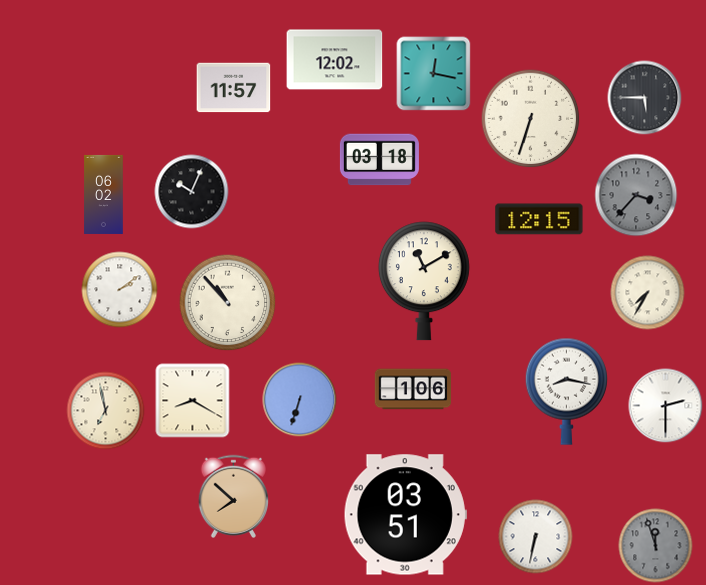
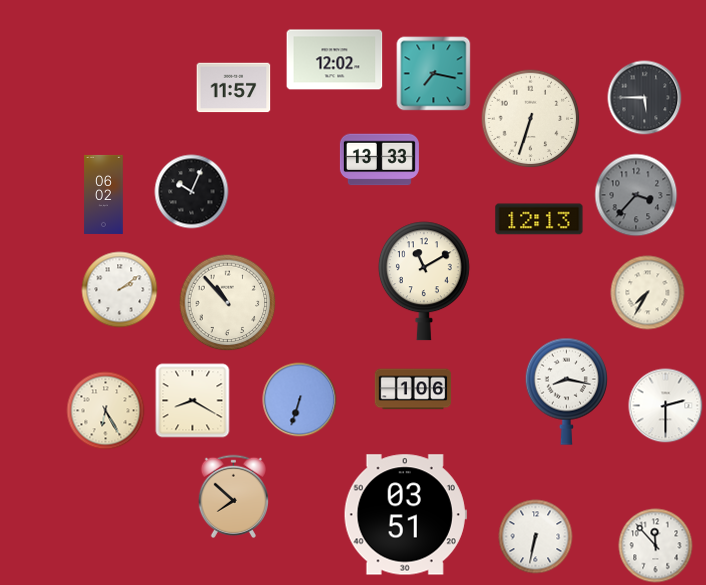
clock at (434, 74): 12:17 -> 7:17
clock at (379, 160): 03:18 -> 13:33
clock at (539, 219): 12:15 -> 12:13
clock at (106, 411): 6:58 -> 6:25
clock at (656, 546): 11:57 -> 11:53
clock at (656, 546) dial: grey -> white
